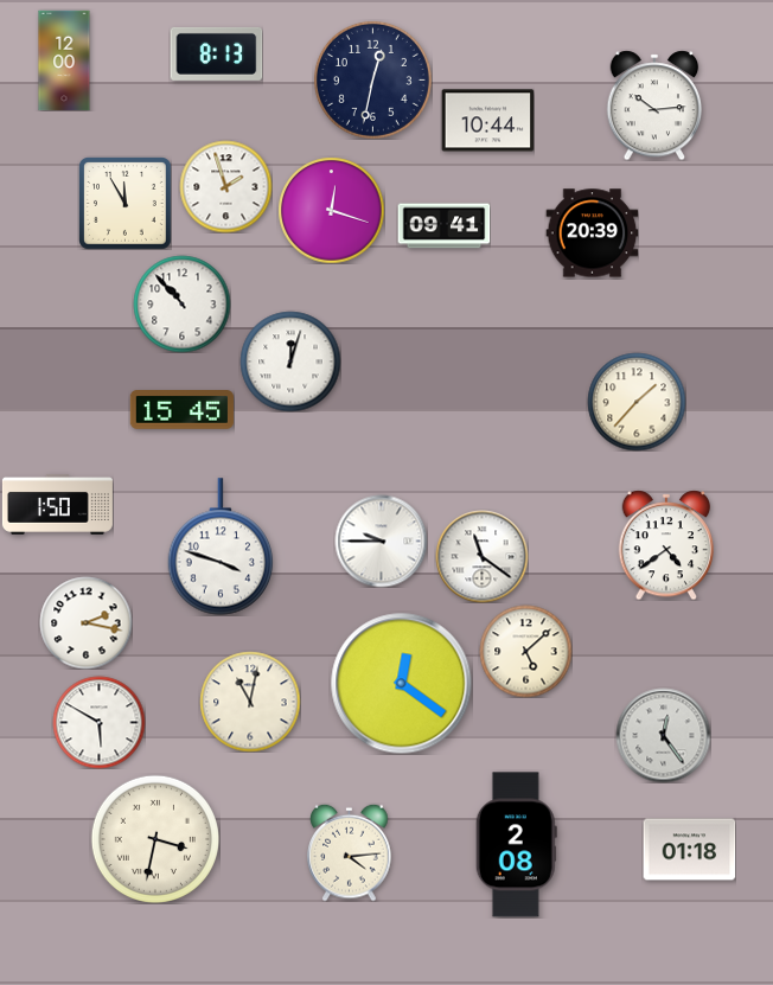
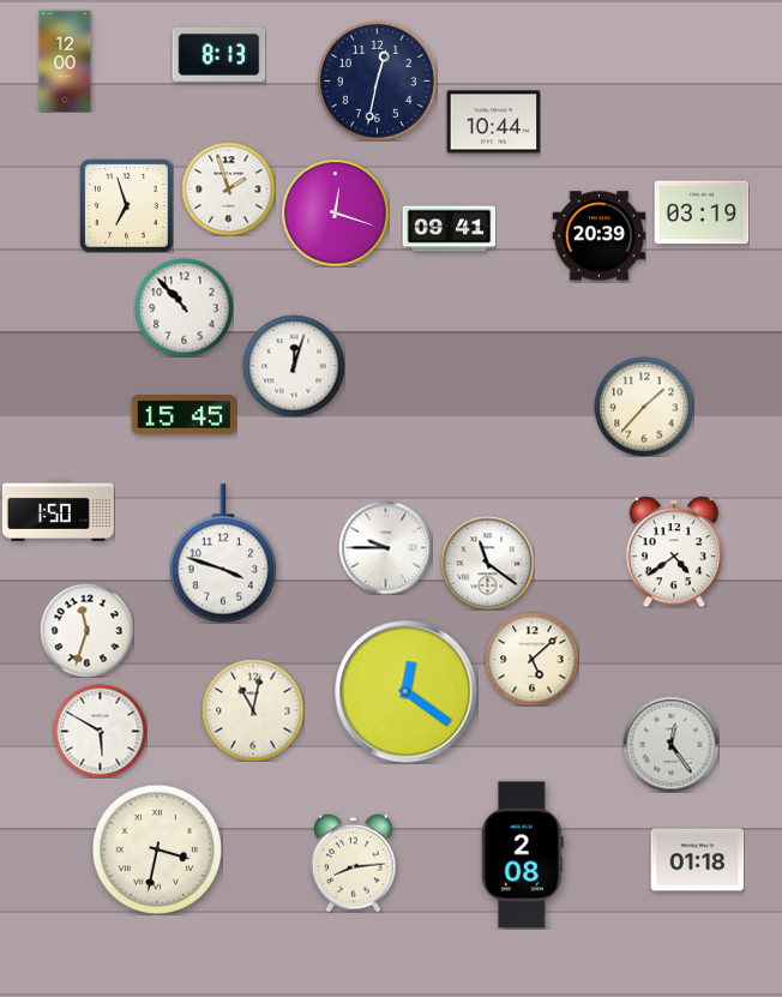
clock at (654, 105): 10:14 -> none
clock at (126, 204): 11:55 -> 6:57
clock at (702, 212): none -> 03:19
clock at (85, 622): 2:17 -> 11:33
clock at (350, 852): 4:14 -> 8:14
